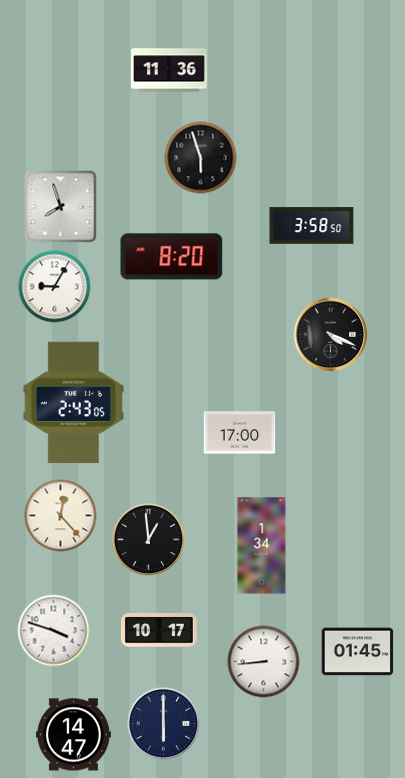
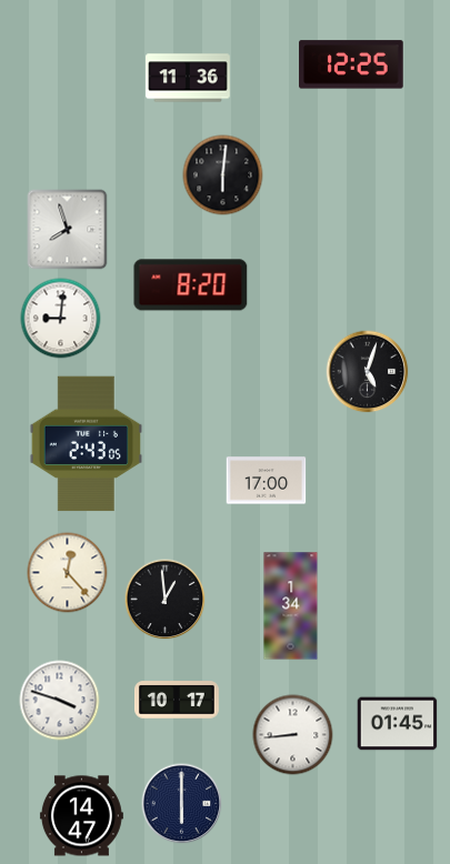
clock at (351, 64): none -> 12:25
clock at (201, 158): 5:57 -> 6:01
clock at (312, 226): 3:58 -> none
clock at (55, 287): 9:05 -> 9:01
clock at (331, 335): 4:19 -> 5:03
clock at (74, 403) position: (74, 403) -> (87, 444)
